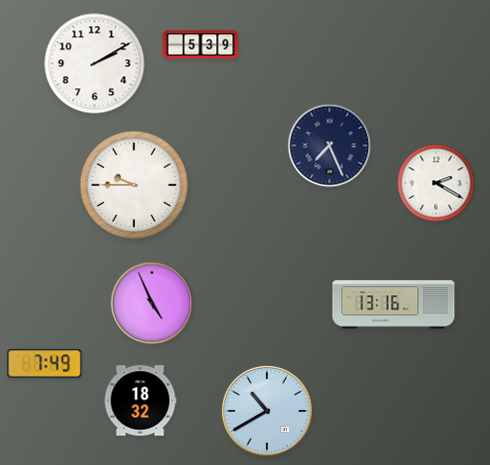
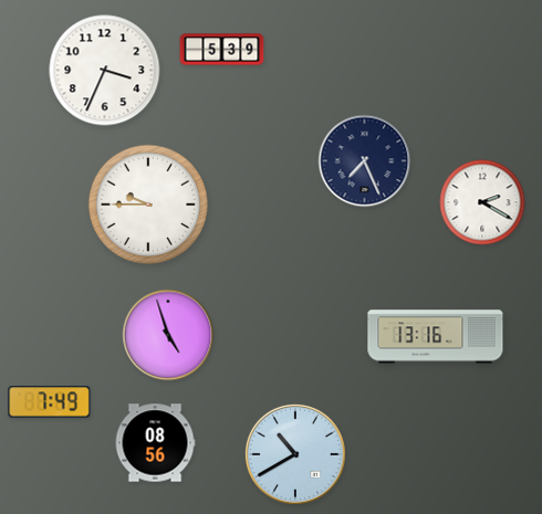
clock at (95, 64): 2:10 -> 3:34
clock at (152, 303): 4:56 -> 4:57
clock at (140, 401): 18:32 -> 08:56
